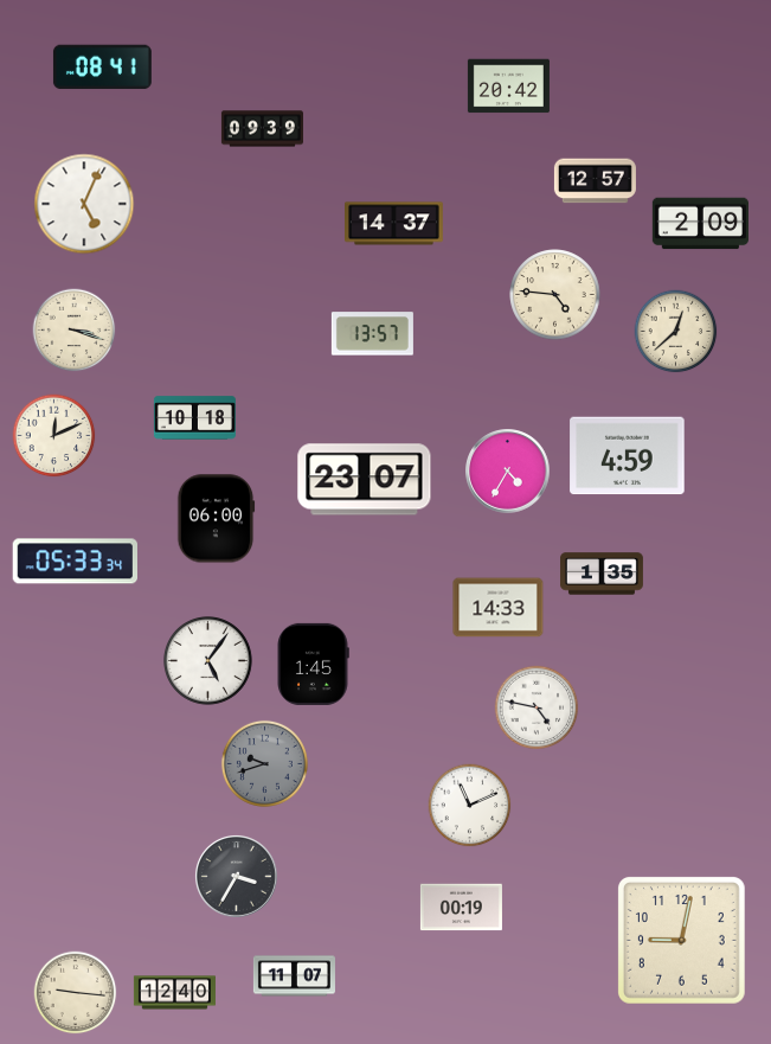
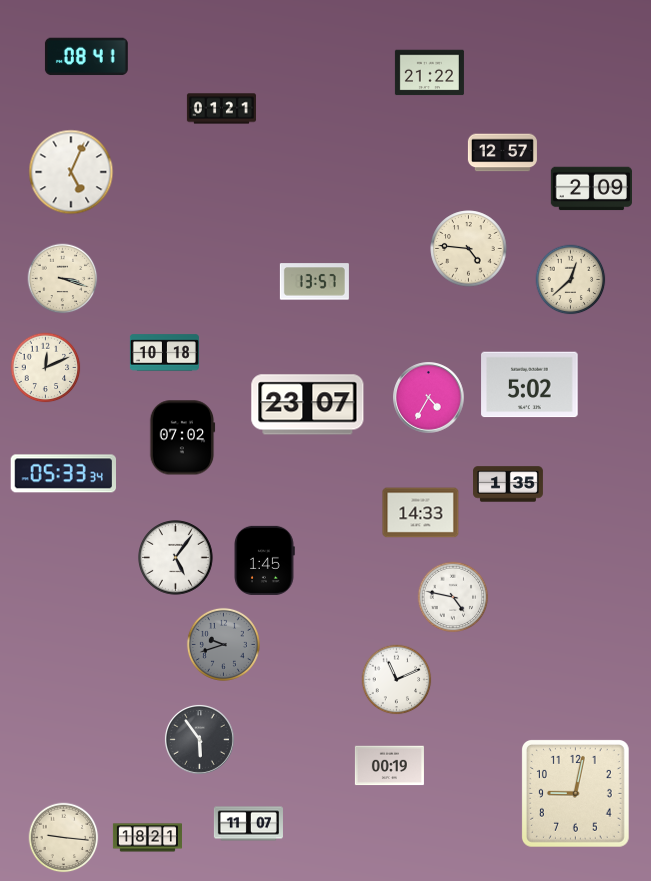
clock at (508, 87): 20:42 -> 21:22
clock at (262, 129): 09:39 -> 01:21
clock at (394, 224): 14:37 -> none
clock at (628, 456): 4:59 -> 5:02
clock at (216, 519): 06:00 -> 07:02
clock at (236, 876): 3:35 -> 5:54
clock at (174, 993): 12:40 -> 18:21
